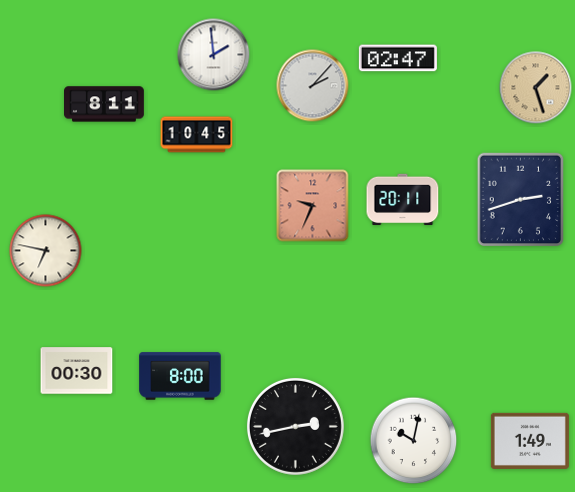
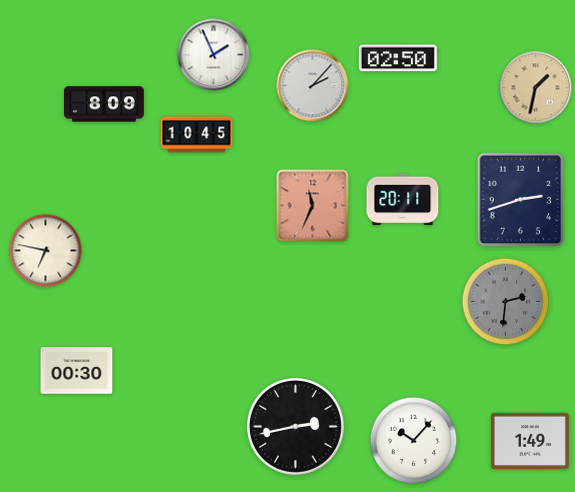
clock at (214, 55): 1:59 -> 1:56
clock at (398, 58): 02:47 -> 02:50
clock at (536, 88): 1:27 -> 1:32
clock at (104, 104): 8:11 -> 8:09
clock at (313, 206): 9:34 -> 11:34
clock at (506, 302): none -> 2:31
clock at (180, 376): 8:00 -> none
clock at (414, 441): 10:02 -> 10:07
